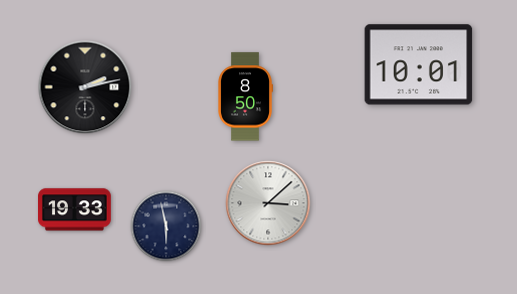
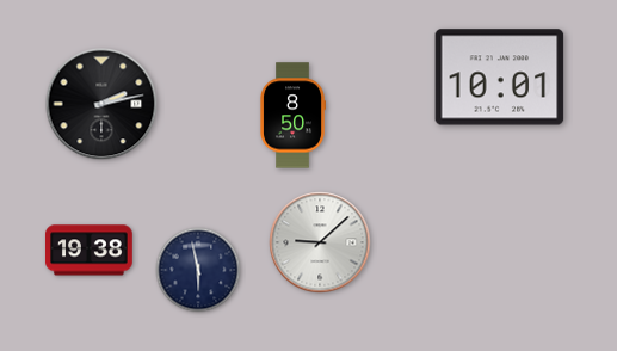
clock at (268, 203): 3:08 -> 9:08
clock at (75, 210): 19:33 -> 19:38
